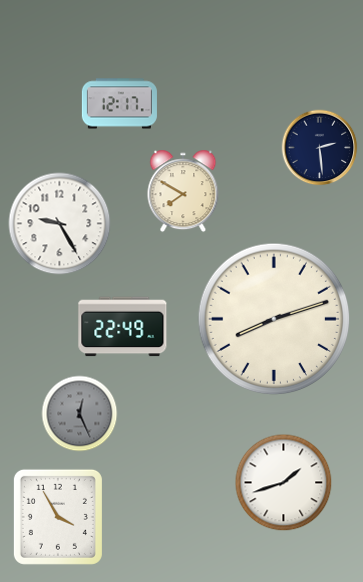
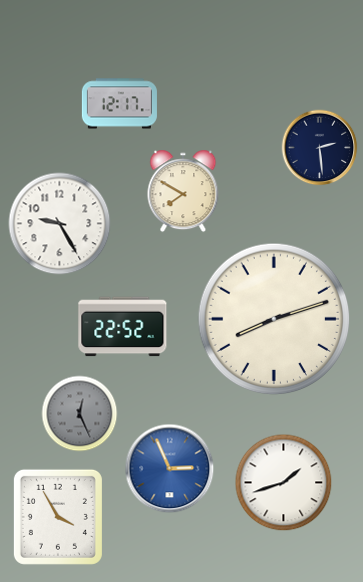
clock at (123, 327): 22:49 -> 22:52
clock at (170, 469): none -> 2:56
